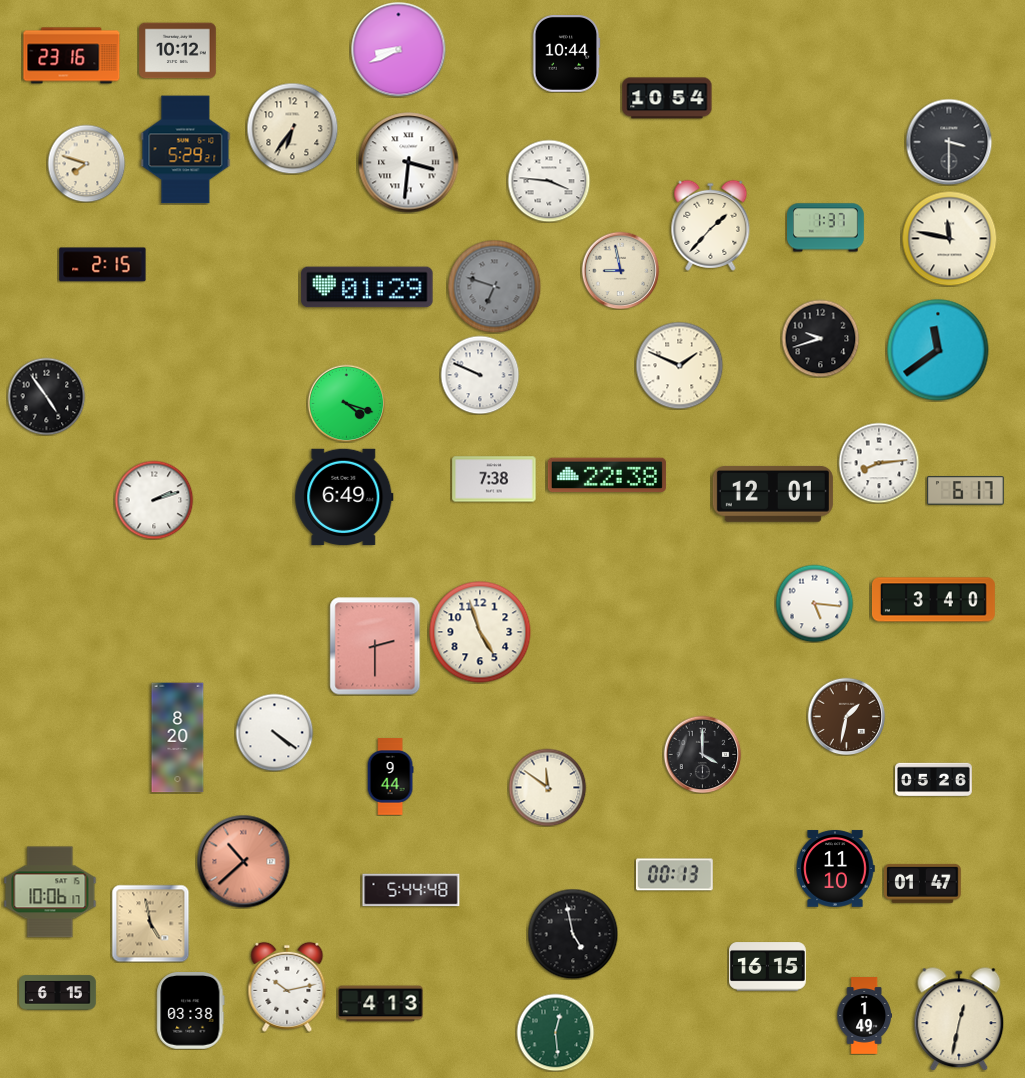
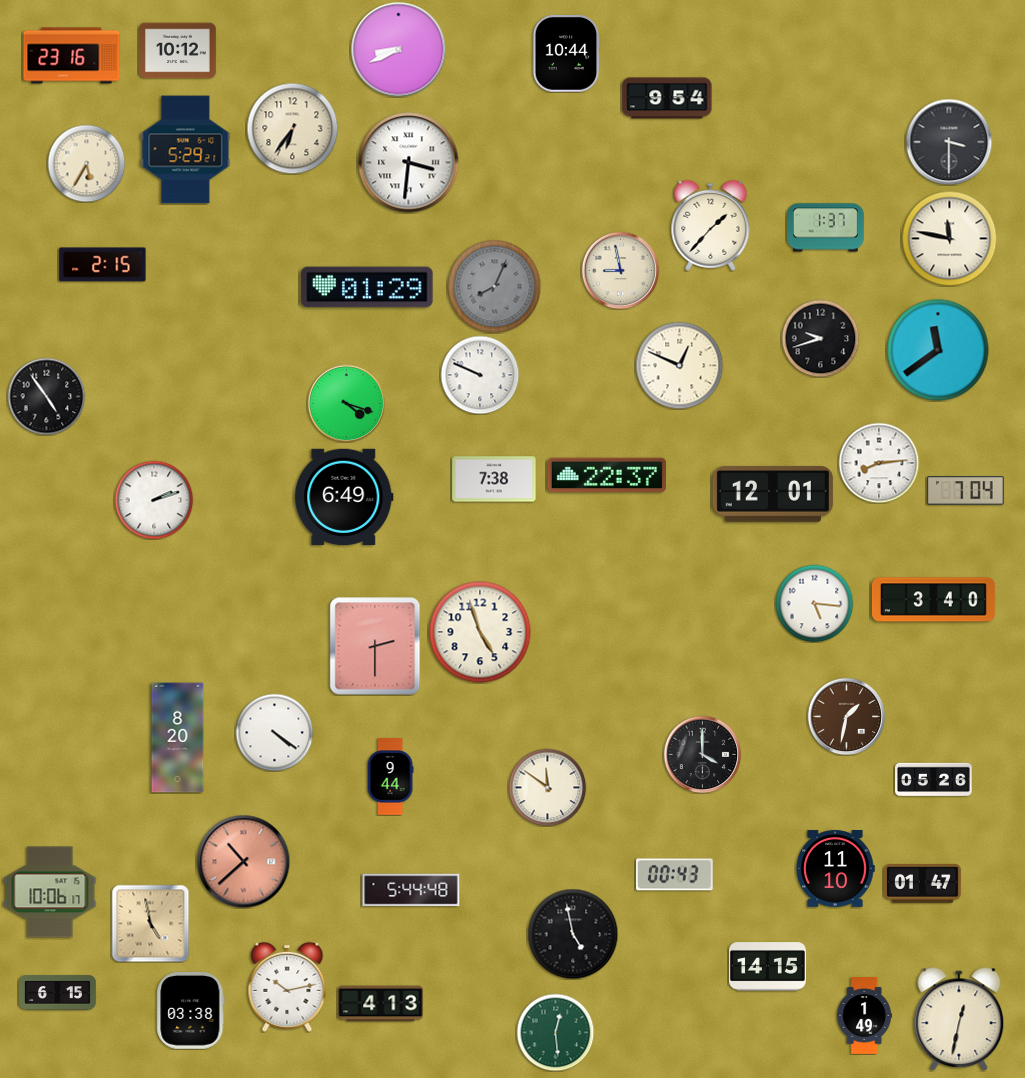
clock at (667, 98): 10:54 -> 9:54
clock at (86, 163): 7:48 -> 5:35
clock at (549, 181): 3:46 -> none
clock at (494, 286): 6:48 -> 8:04
clock at (679, 365): 1:49 -> 12:49
clock at (607, 475): 22:38 -> 22:37
clock at (966, 491): 6:17 -> 7:04
clock at (674, 875): 00:13 -> 00:43
clock at (768, 967): 16:15 -> 14:15
